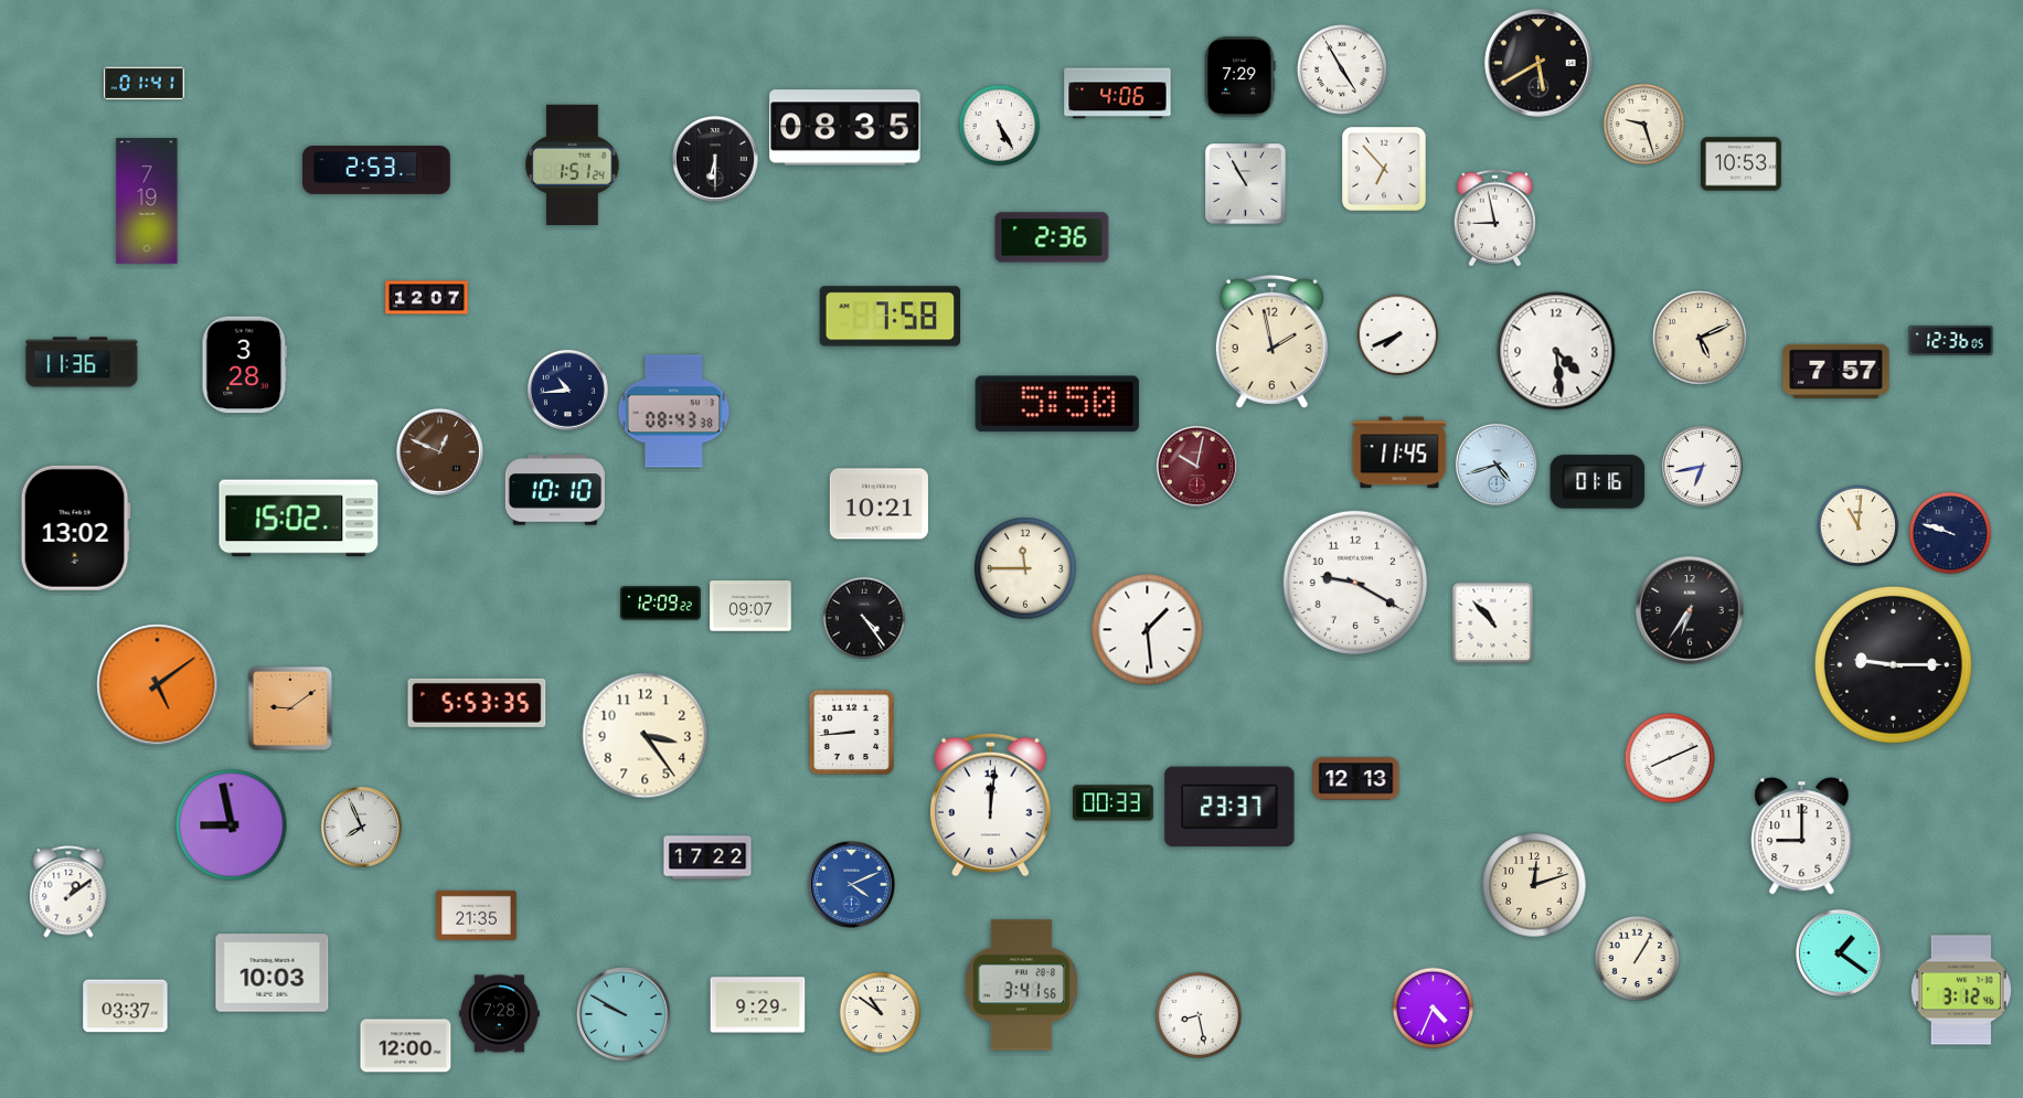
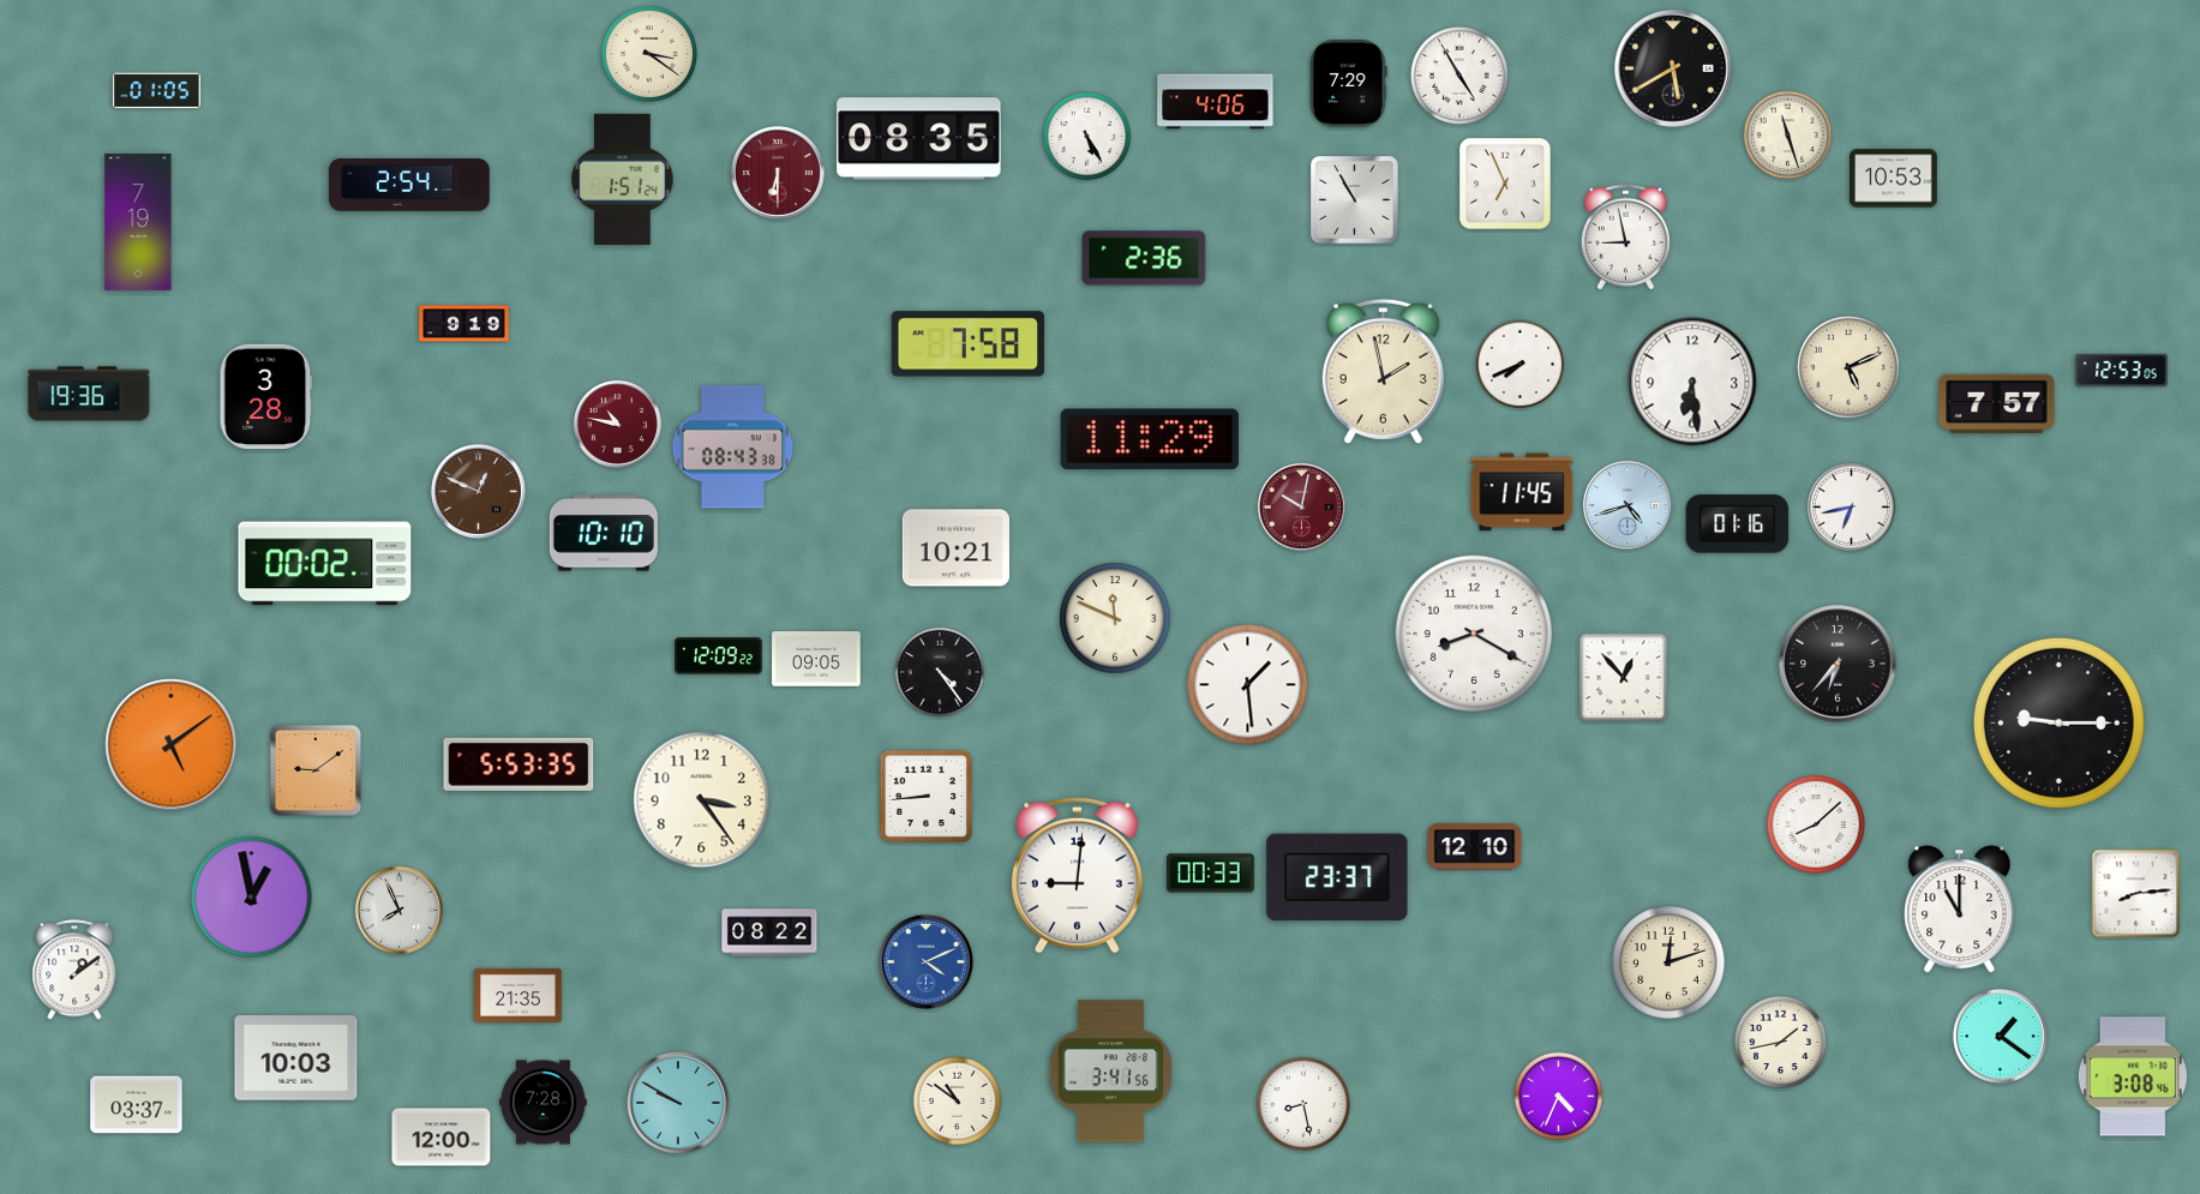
clock at (649, 54): none -> 3:21
clock at (145, 84): 01:41 -> 01:05
clock at (1644, 125): 9:27 -> 11:27
clock at (715, 159) dial: black -> burgundy
clock at (1384, 169): 6:53 -> 6:56
clock at (376, 170): 2:53 -> 2:54
clock at (147, 201) position: (147, 201) -> (138, 222)
clock at (427, 298): 12:07 -> 9:19
clock at (1951, 340): 12:36 -> 12:53
clock at (1556, 351): 4:29 -> 6:29
clock at (82, 362): 11:36 -> 19:36
clock at (567, 390): 10:44 -> 10:47
clock at (567, 390) dial: navy -> burgundy
clock at (1057, 404): 5:50 -> 11:29
clock at (299, 519): 15:02 -> 00:02
clock at (1859, 526): 11:01 -> none
clock at (75, 527): 13:02 -> none
clock at (1950, 533): 9:48 -> none
clock at (1025, 568): 11:45 -> 11:49
clock at (1355, 583): 9:20 -> 8:20
clock at (750, 606): 09:07 -> 09:05
clock at (1690, 610): 6:36 -> 6:37
clock at (1493, 623): 10:53 -> 12:53
clock at (1670, 758): 8:11 -> 8:08
clock at (1356, 779): 12:13 -> 12:10
clock at (991, 804): 12:01 -> 9:01
clock at (2136, 894): none -> 8:14
clock at (232, 825): 8:58 -> 12:58
clock at (361, 827) position: (361, 827) -> (398, 910)
clock at (1802, 836): 9:00 -> 11:00
clock at (707, 857): 17:22 -> 08:22
clock at (1637, 958): 1:05 -> 1:43
clock at (1961, 990): 3:12 -> 3:08
clock at (758, 1005): 9:29 -> none
clock at (126, 1006) position: (126, 1006) -> (137, 1105)
